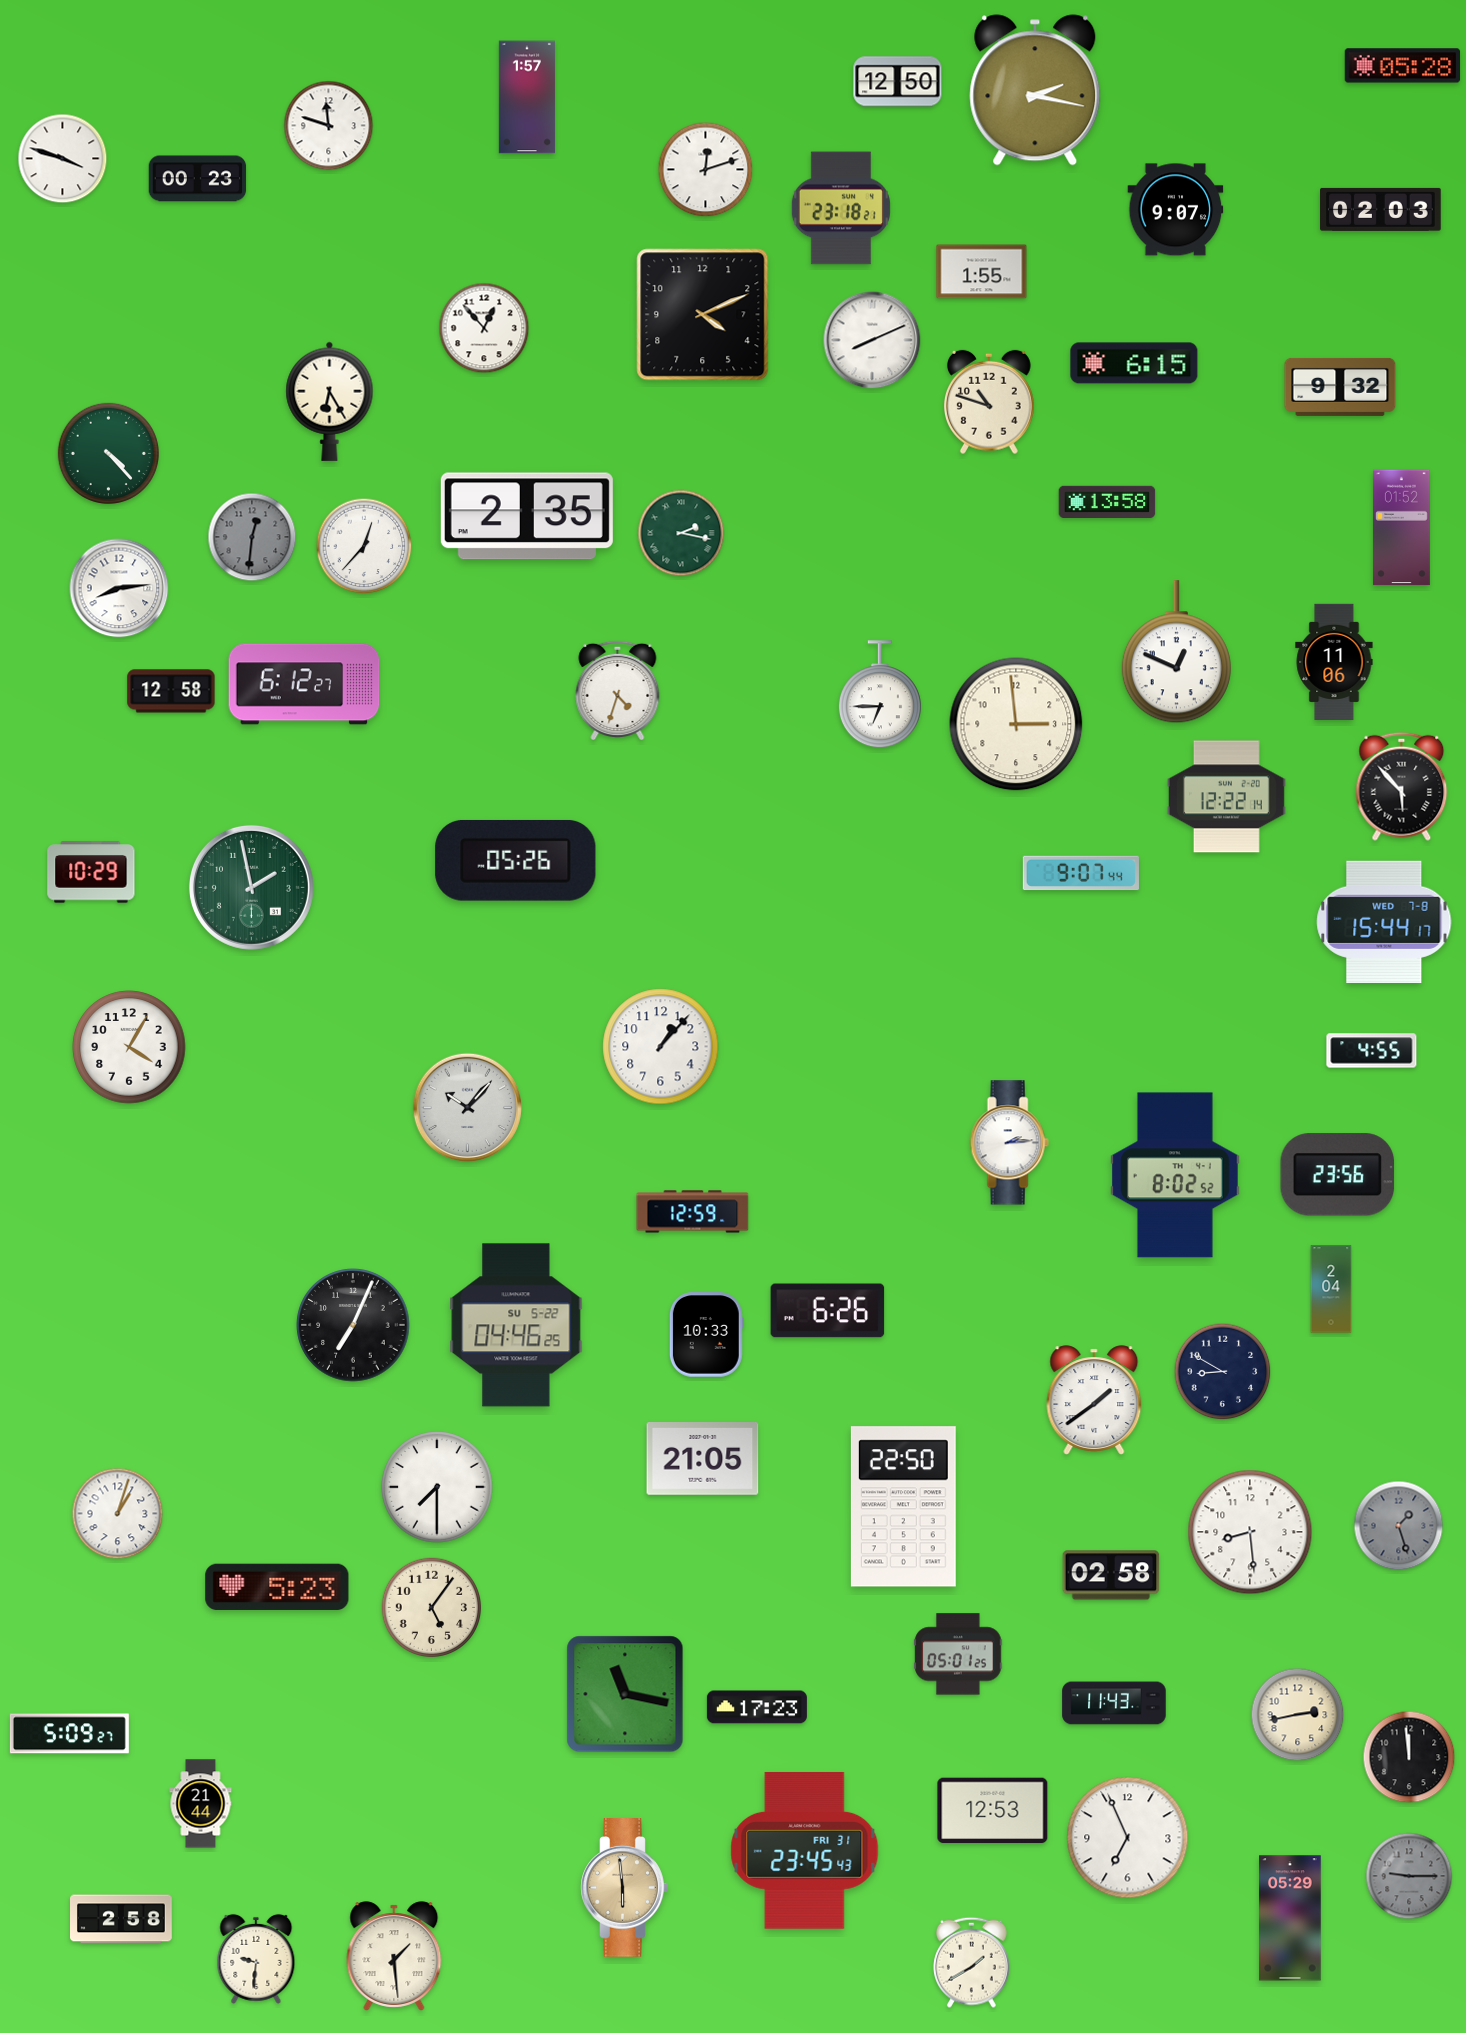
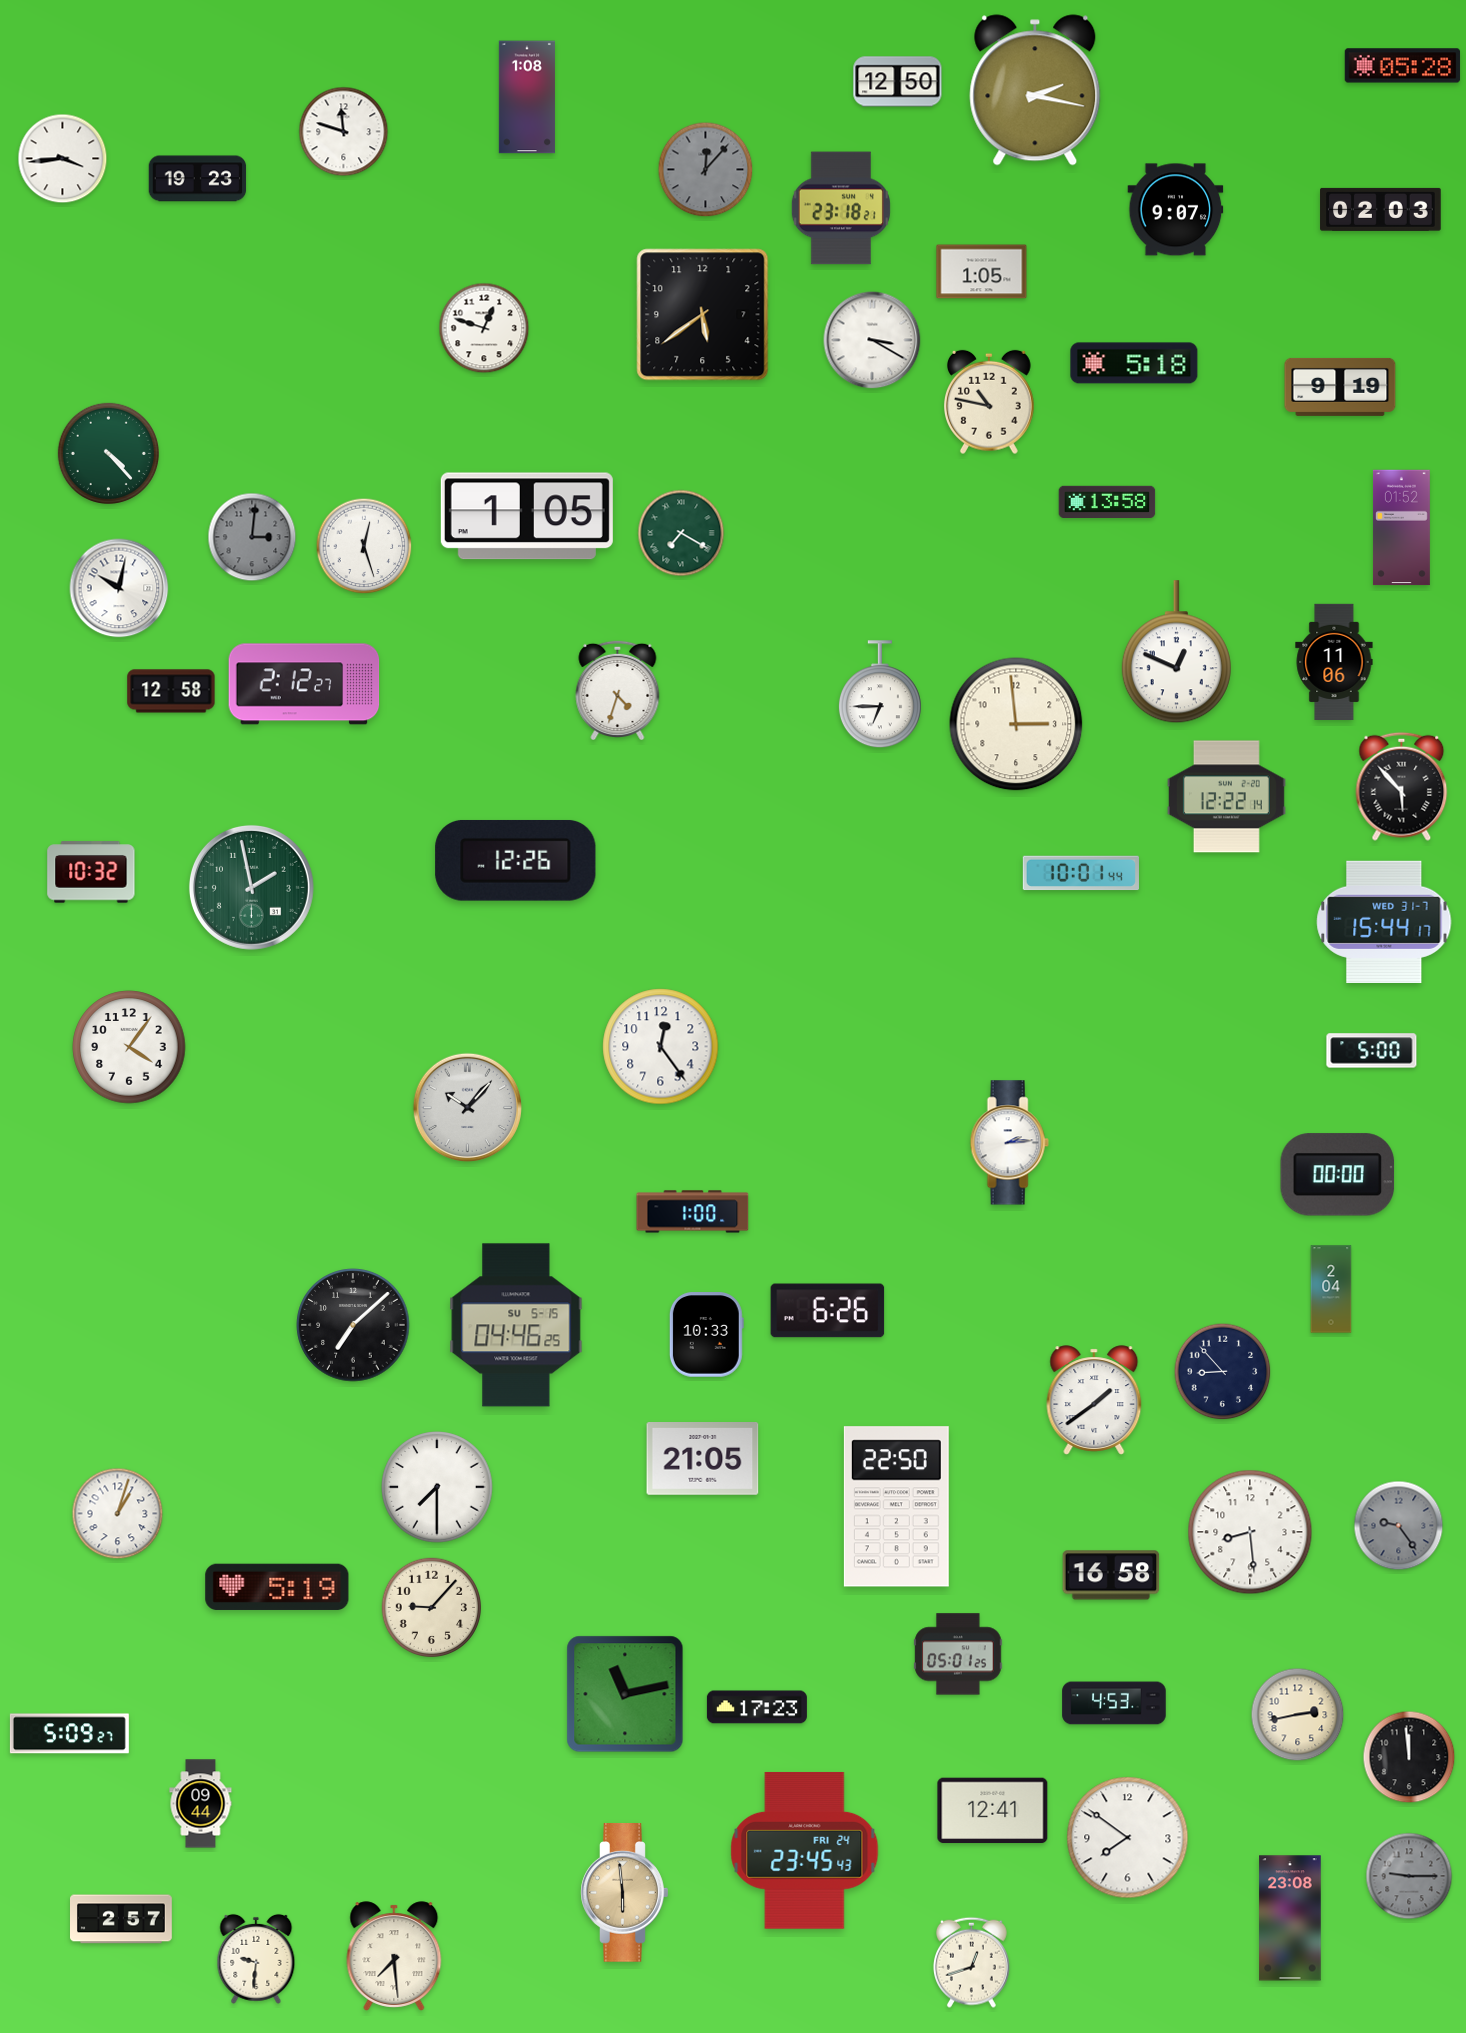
clock at (527, 97): 1:57 -> 1:08
clock at (329, 126) position: (329, 126) -> (344, 132)
clock at (63, 159): 3:48 -> 3:44
clock at (706, 170): 12:12 -> 12:07
clock at (706, 170) dial: white -> grey
clock at (198, 179): 00:23 -> 19:23
clock at (982, 272): 1:55 -> 1:05
clock at (703, 315): 4:11 -> 5:39
clock at (484, 328): 12:53 -> 12:48
clock at (872, 340): 8:11 -> 3:20
clock at (1134, 363): 6:15 -> 5:18
clock at (1340, 387): 9:32 -> 9:19
clock at (330, 401): 6:25 -> none
clock at (990, 402): 10:48 -> 10:47
clock at (527, 516): 2:35 -> 1:05
clock at (681, 533): 2:17 -> 7:20
clock at (252, 537): 12:31 -> 3:01
clock at (364, 546): 12:37 -> 12:27
clock at (119, 588): 8:14 -> 10:02
clock at (304, 684): 6:12 -> 2:12
clock at (516, 861): 05:26 -> 12:26
clock at (91, 872): 10:29 -> 10:32
clock at (1081, 873): 9:07 -> 10:01
clock at (1384, 922) date: WED 7-8 -> WED 31-7
clock at (129, 1047): 4:05 -> 4:06
clock at (661, 1047): 1:07 -> 12:24
clock at (1372, 1051): 4:55 -> 5:00
clock at (1176, 1175): 8:02 -> none
clock at (1338, 1175): 23:56 -> 00:00
clock at (693, 1212): 12:59 -> 1:00
clock at (353, 1325): 7:04 -> 7:08
clock at (516, 1325) date: SU 5-22 -> SU 5-15
clock at (1223, 1372): 8:50 -> 8:53
clock at (903, 1507) position: (903, 1507) -> (896, 1507)
clock at (1399, 1526): 1:27 -> 9:24
clock at (1111, 1575): 02:58 -> 16:58
clock at (277, 1586): 5:23 -> 5:19
clock at (432, 1608): 5:06 -> 9:07
clock at (625, 1694): 11:17 -> 11:13
clock at (1114, 1703): 11:43 -> 4:53
clock at (201, 1804): 21:44 -> 09:44
clock at (993, 1811): 12:53 -> 12:41
clock at (1128, 1838): 6:56 -> 7:51
clock at (805, 1850) date: FRI 31 -> FRI 24
clock at (625, 1888) position: (625, 1888) -> (625, 1893)
clock at (1290, 1918): 05:29 -> 23:08
clock at (122, 1919): 2:58 -> 2:57
clock at (394, 1956): 1:29 -> 7:29
clock at (972, 1962): 1:40 -> 12:42
